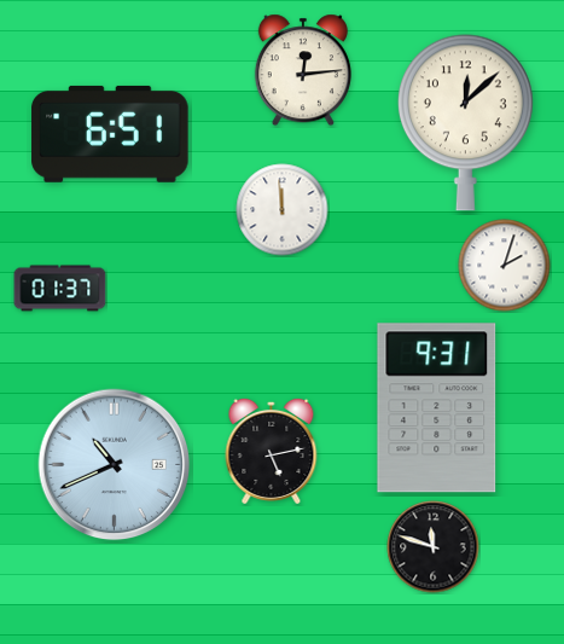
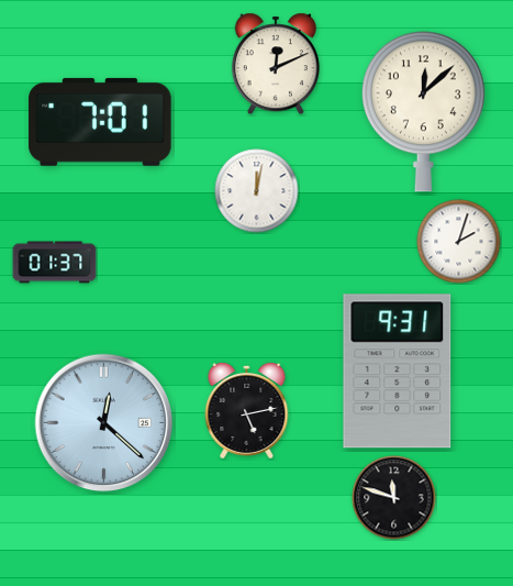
clock at (303, 70): 12:14 -> 12:11
clock at (110, 134): 6:51 -> 7:01
clock at (283, 210): 11:59 -> 12:02
clock at (115, 465): 10:41 -> 12:22
